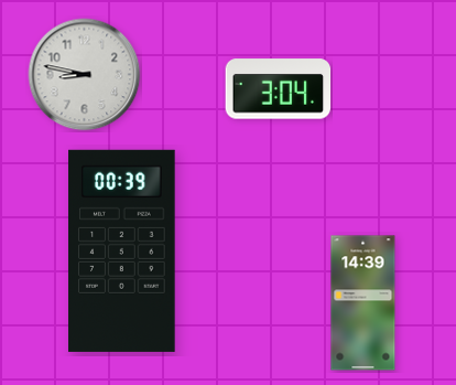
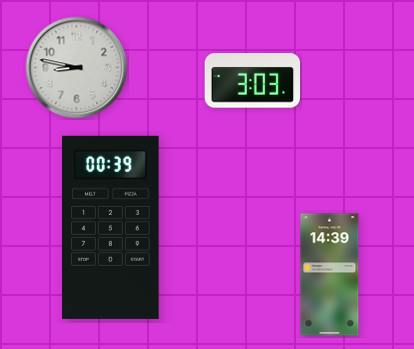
clock at (279, 89): 3:04 -> 3:03
